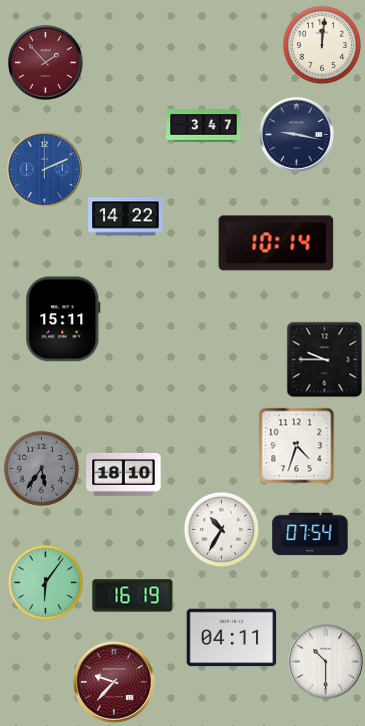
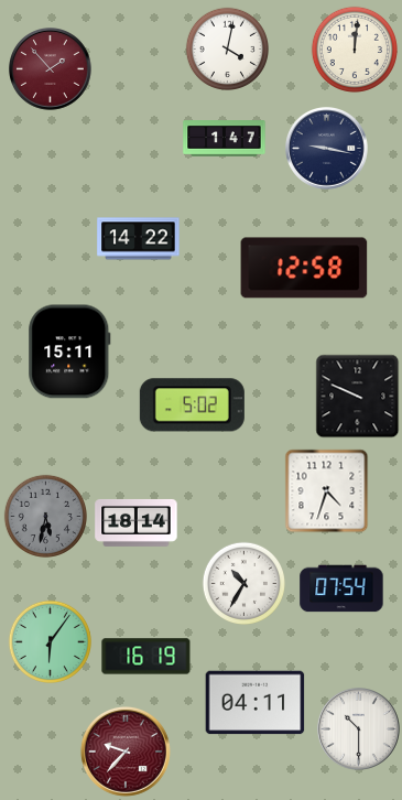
clock at (227, 48): none -> 4:02
clock at (204, 126): 3:47 -> 1:47
clock at (45, 170): 2:11 -> none
clock at (276, 243): 10:14 -> 12:58
clock at (325, 360): 9:45 -> 9:49
clock at (192, 406): none -> 5:02
clock at (41, 468): 5:36 -> 5:32
clock at (124, 474): 18:10 -> 18:14
